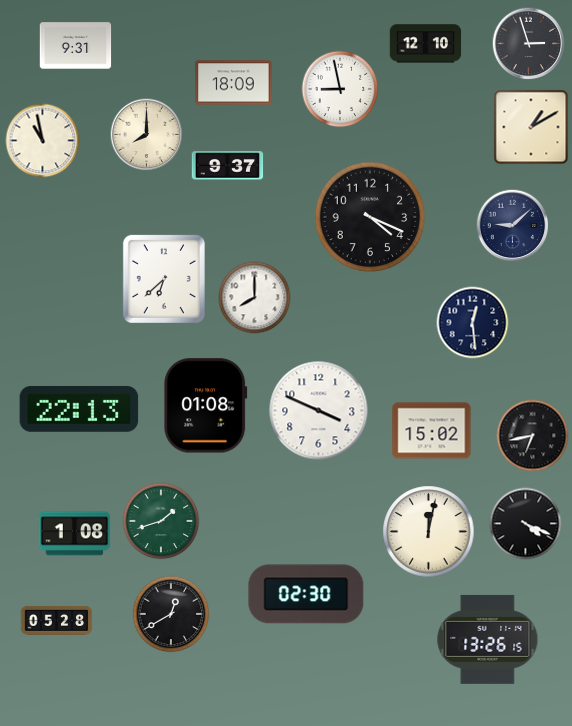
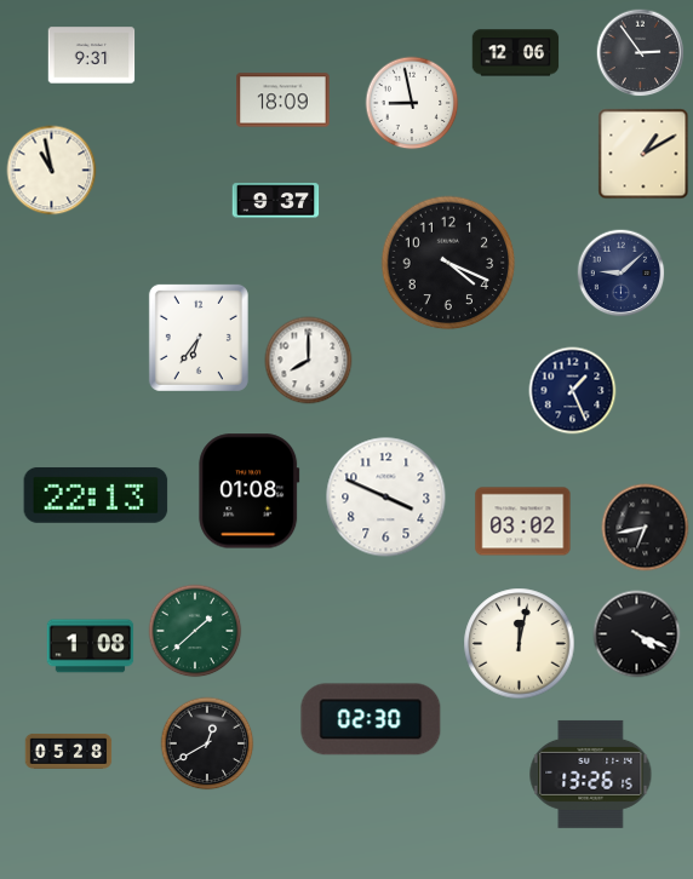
clock at (426, 44): 12:10 -> 12:06
clock at (529, 44): 2:57 -> 2:54
clock at (340, 89) position: (340, 89) -> (412, 103)
clock at (147, 135): 8:00 -> none
clock at (164, 279): 6:38 -> 6:36
clock at (473, 323): 12:29 -> 1:26
clock at (432, 431): 15:02 -> 03:02
clock at (161, 521): 1:42 -> 1:38
